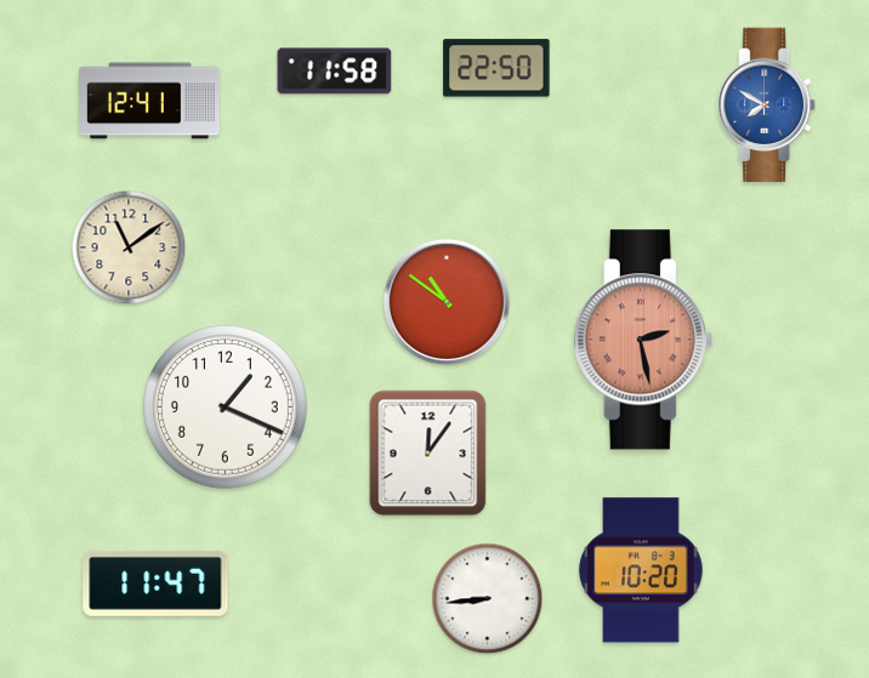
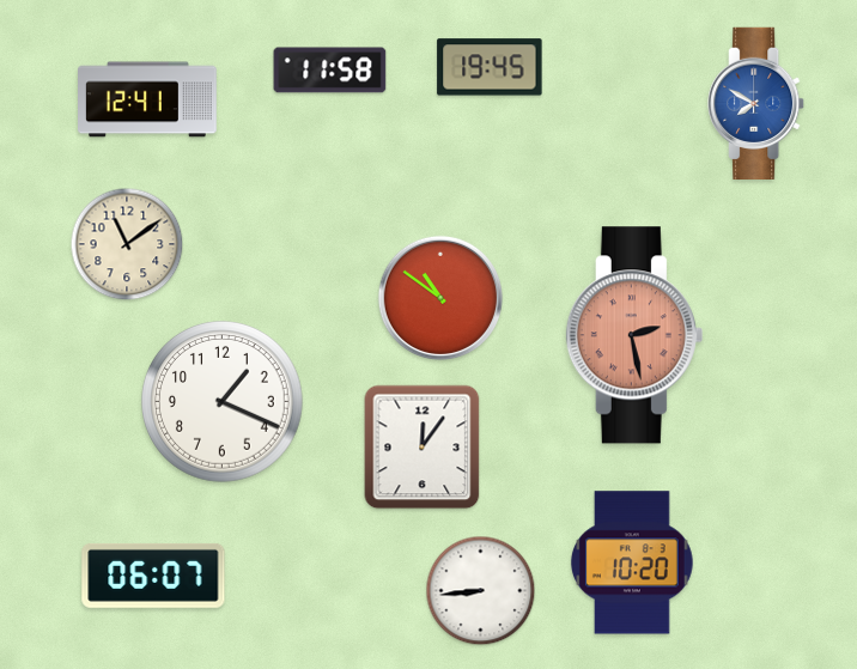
clock at (496, 68): 22:50 -> 19:45
clock at (155, 583): 11:47 -> 06:07
